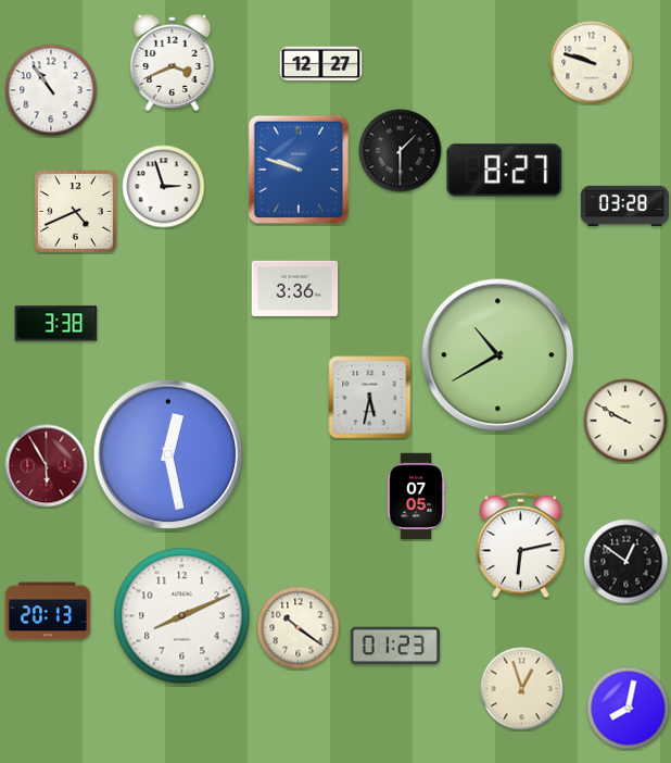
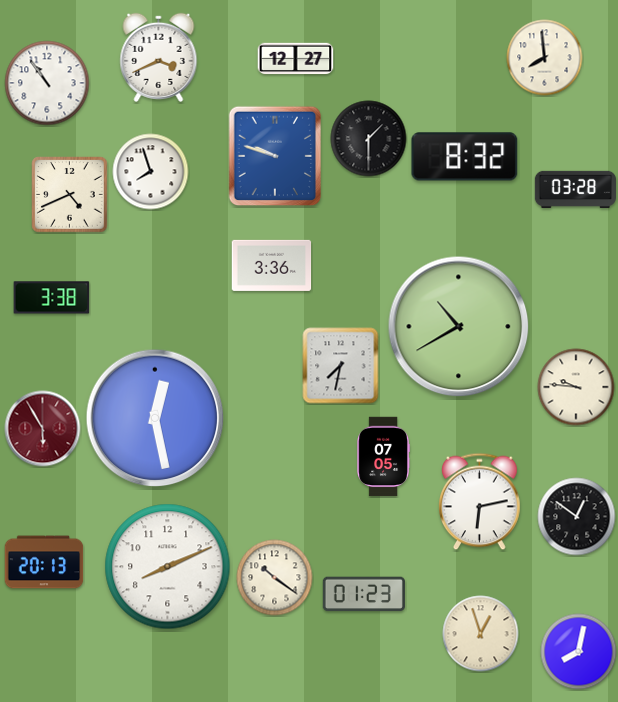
clock at (592, 63): 9:48 -> 7:59
clock at (505, 171): 8:27 -> 8:32
clock at (164, 187): 2:57 -> 7:57
clock at (370, 398): 5:32 -> 7:32
clock at (625, 421): 9:50 -> 9:46
